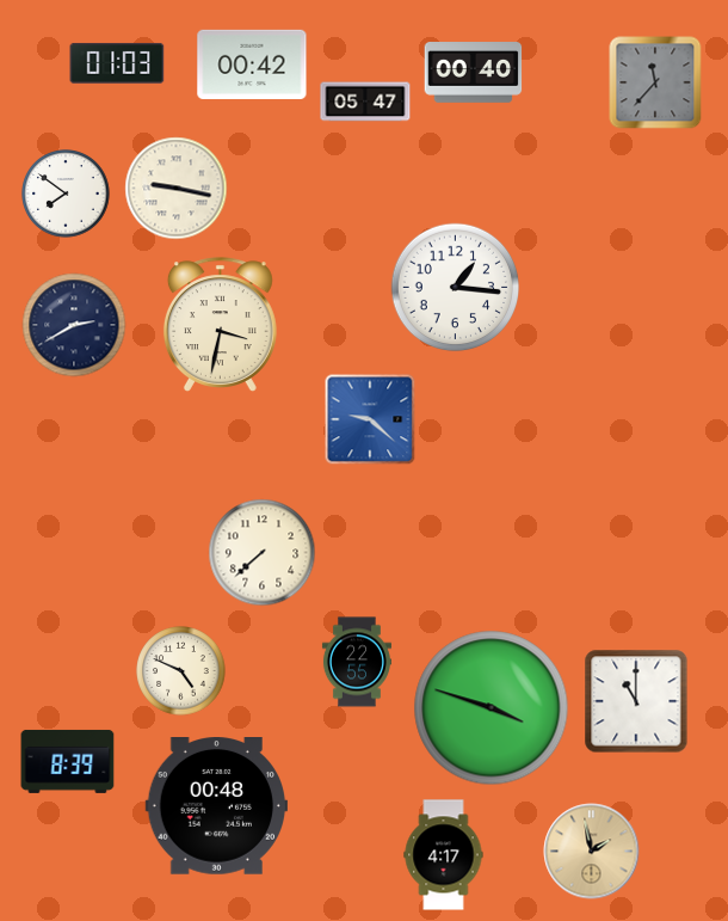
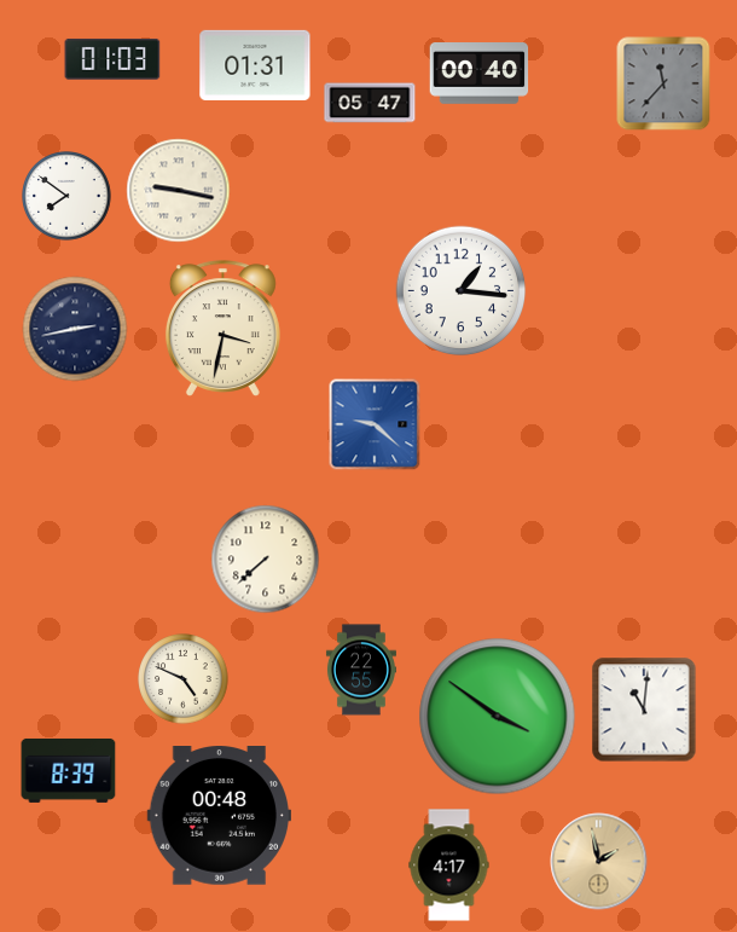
clock at (117, 63) position: (117, 63) -> (112, 59)
clock at (252, 65): 00:42 -> 01:31
clock at (74, 325): 2:40 -> 2:43
clock at (636, 701): 11:00 -> 11:01
clock at (492, 708): 3:48 -> 3:51
